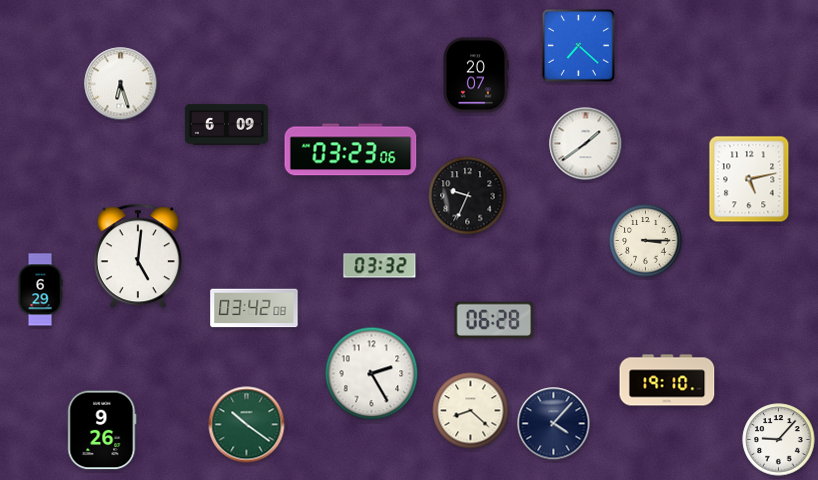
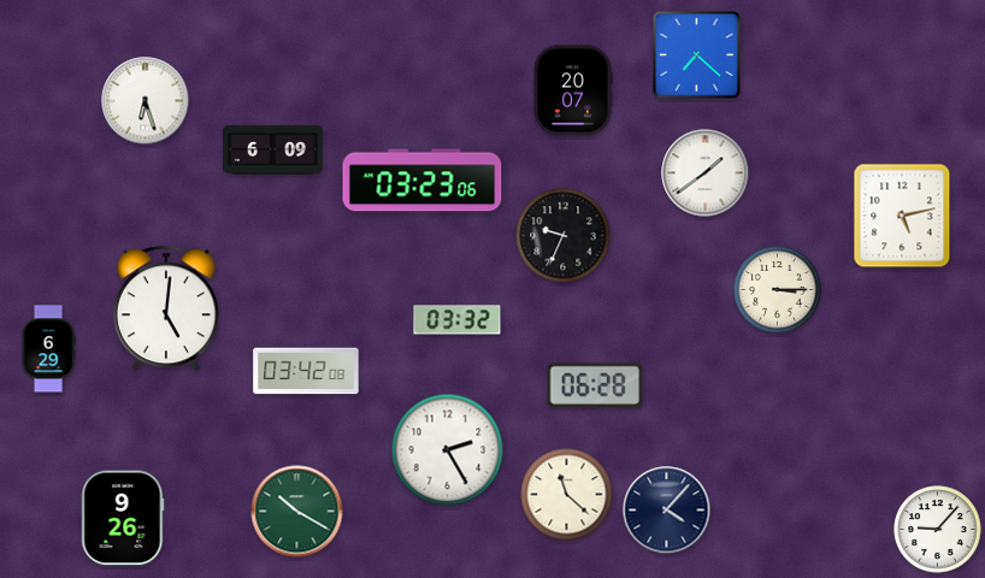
clock at (667, 380): 19:10 -> none
clock at (471, 411): 8:22 -> 11:22
clock at (247, 425): 10:21 -> 10:20
